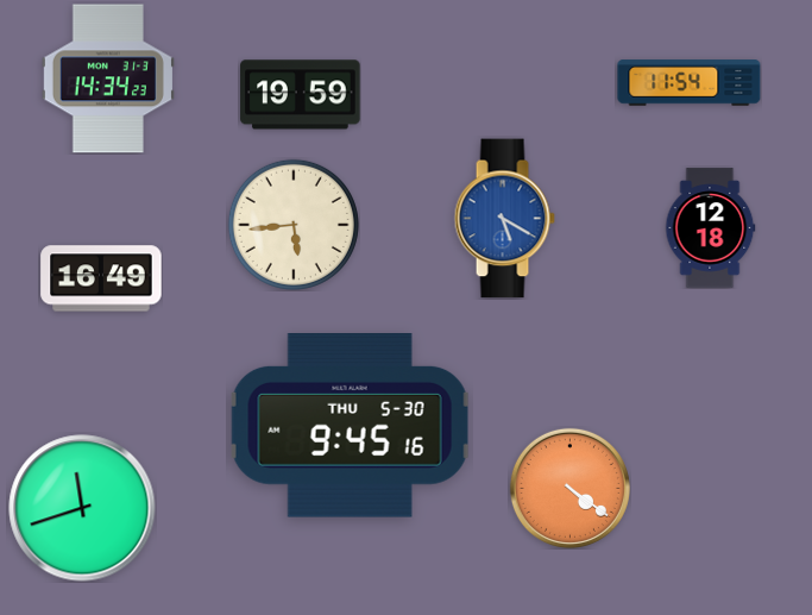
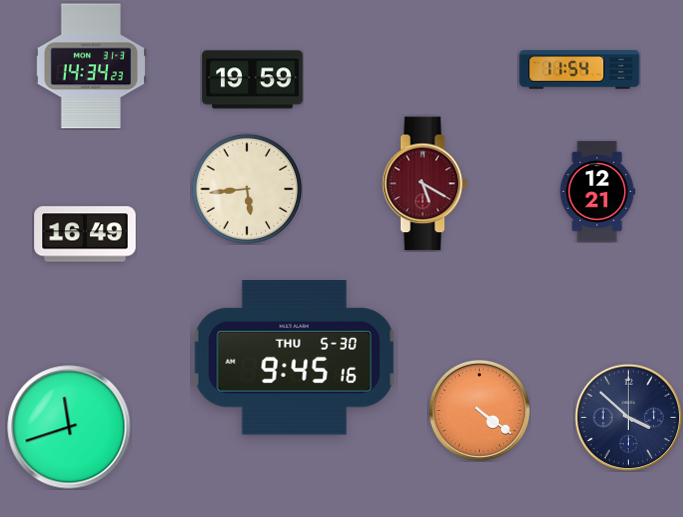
clock at (504, 219) dial: blue -> burgundy
clock at (710, 228): 12:18 -> 12:21
clock at (628, 417): none -> 3:52
